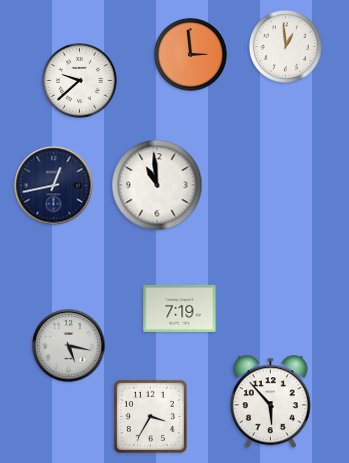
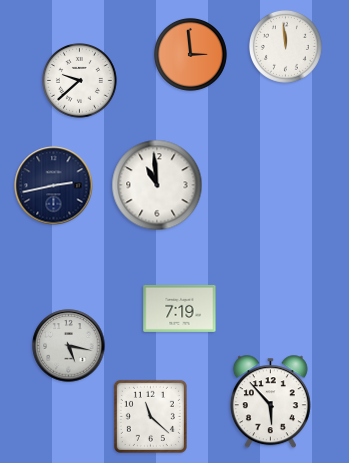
clock at (285, 46): 12:59 -> 11:59
clock at (54, 186): 12:43 -> 2:43
clock at (150, 416): 3:35 -> 11:22
